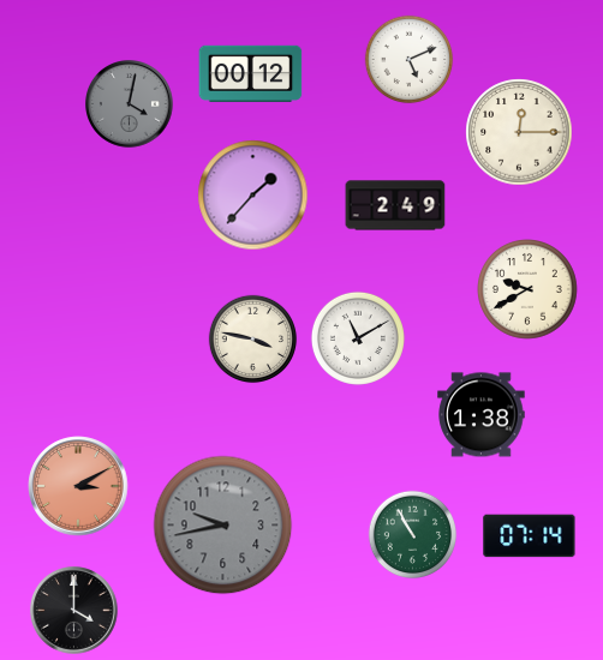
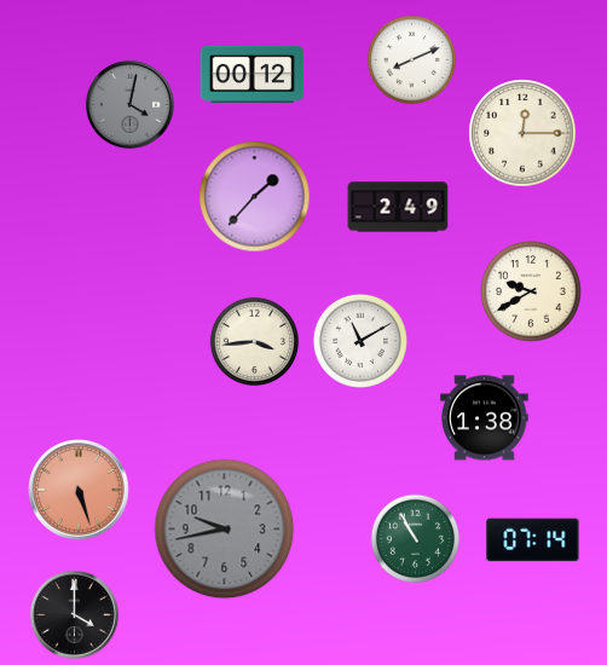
clock at (410, 60): 5:11 -> 8:11
clock at (253, 340): 3:47 -> 3:44
clock at (78, 486): 3:10 -> 5:27
